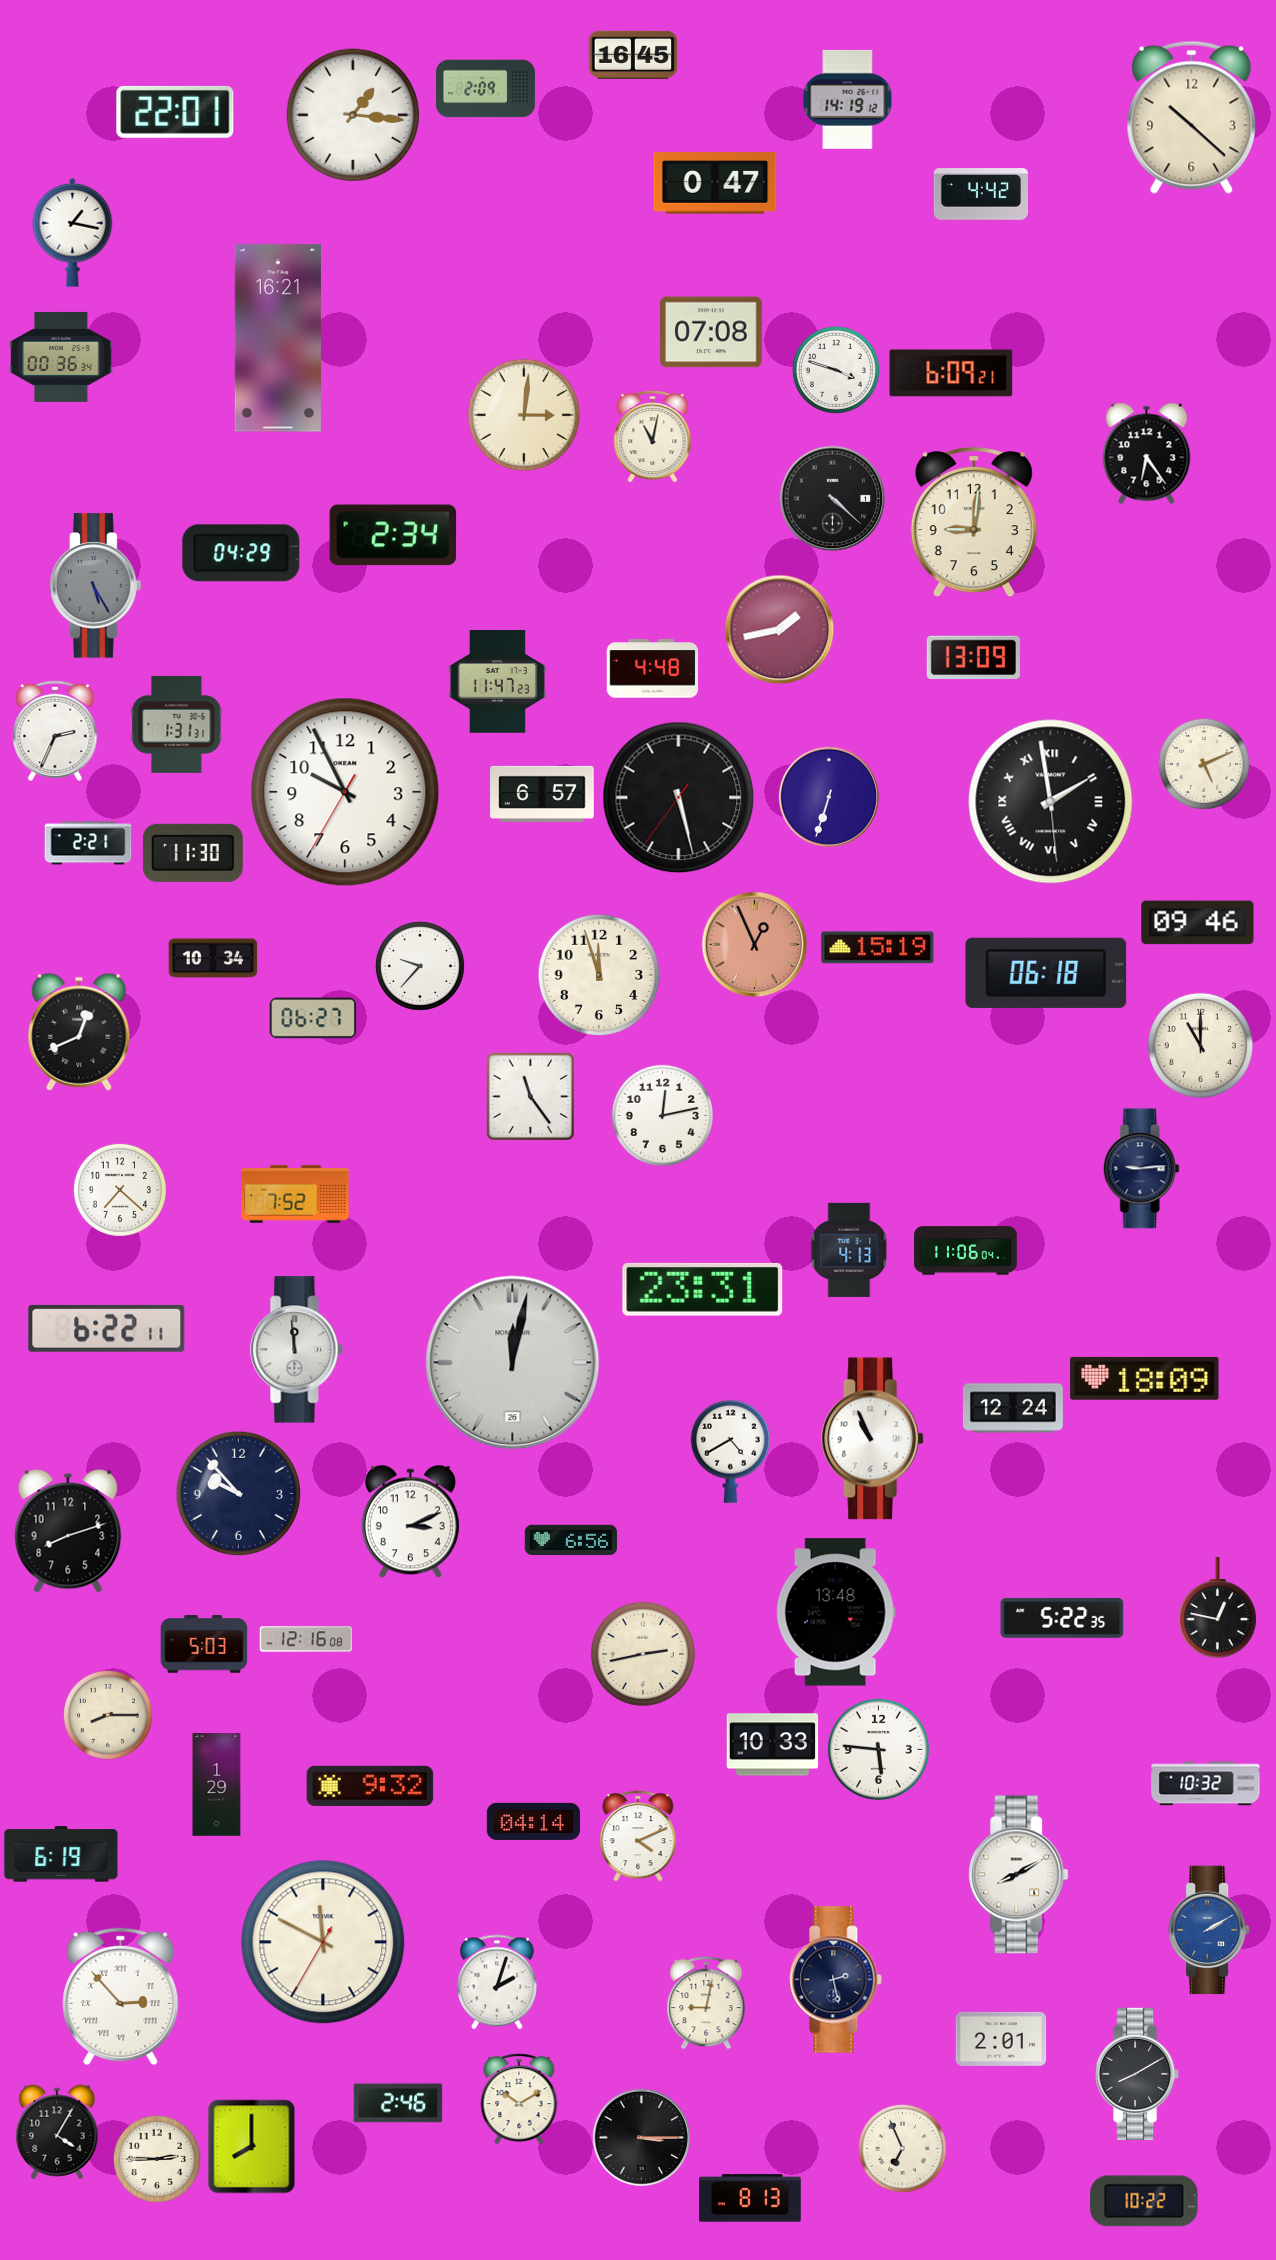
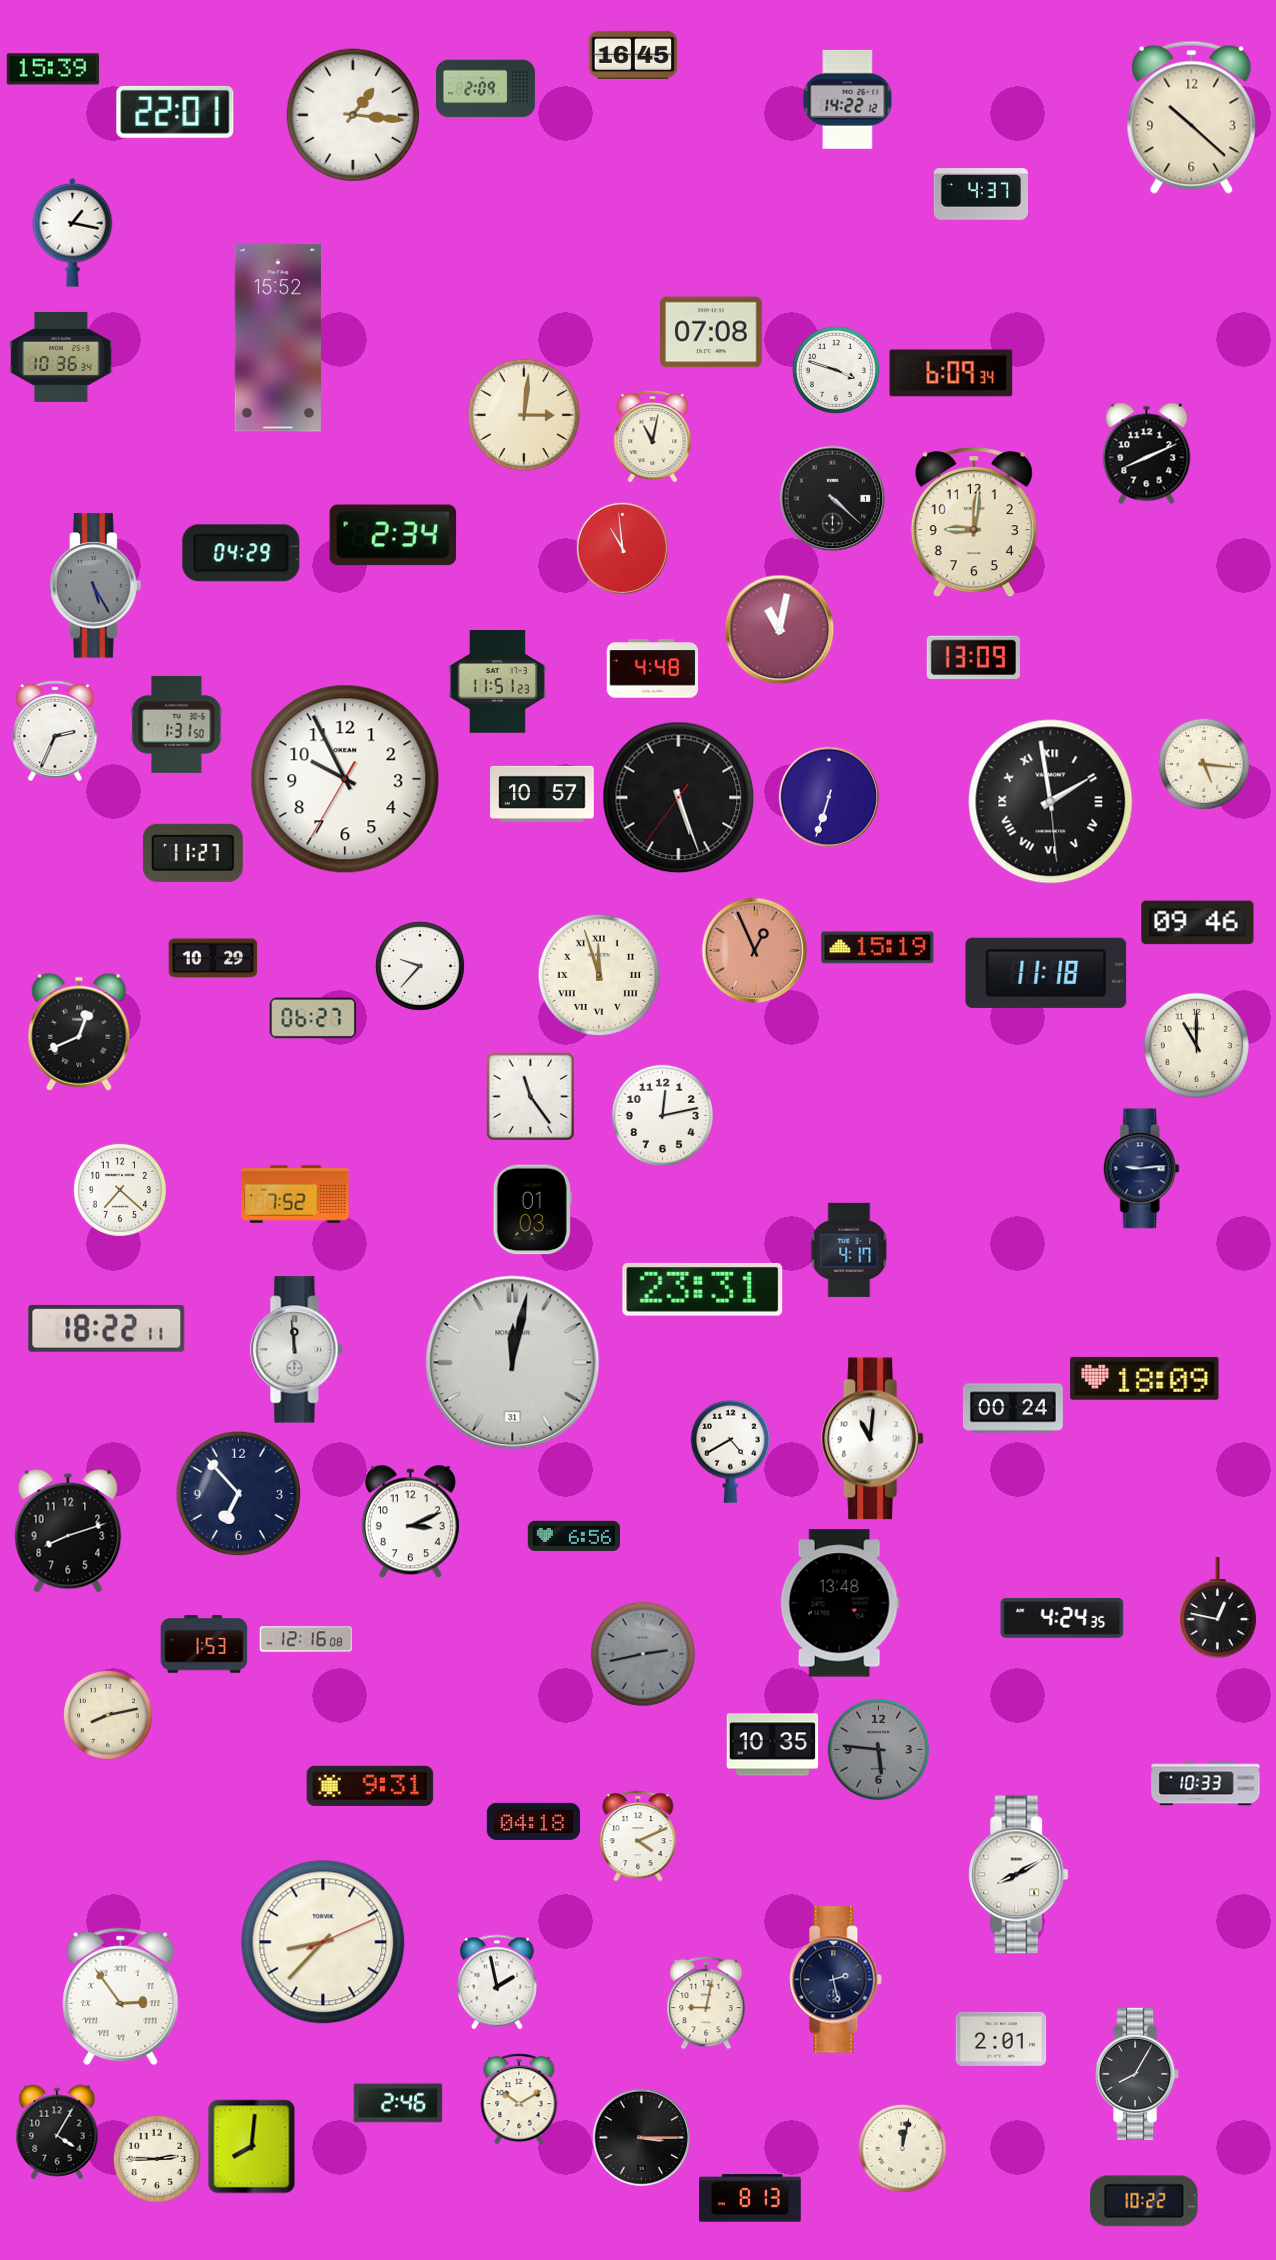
clock at (52, 69): none -> 15:39
clock at (848, 99): 14:19 -> 14:22
clock at (715, 183): 0:47 -> none
clock at (980, 194): 4:42 -> 4:37
clock at (278, 338): 16:21 -> 15:52
clock at (61, 357): 00:36 -> 10:36
clock at (951, 373): 6:09:21 -> 6:09:34
clock at (1147, 454): 6:24 -> 8:11
clock at (622, 548): none -> 10:59
clock at (780, 630): 1:43 -> 11:02
clock at (497, 682): 11:47 -> 11:51
clock at (177, 724): 1:31:31 -> 1:31:50
clock at (1204, 764): 5:11 -> 5:16
clock at (345, 792) position: (345, 792) -> (345, 779)
clock at (542, 794): 6:57 -> 10:57
clock at (679, 798): 5:27 -> 5:26
clock at (88, 843): 2:21 -> none
clock at (193, 853): 11:30 -> 11:27
clock at (755, 945) position: (755, 945) -> (755, 951)
clock at (213, 958): 10:34 -> 10:29
clock at (1046, 973): 06:18 -> 11:18
clock at (599, 975) numerals: Arabic -> Roman
clock at (1200, 1045) position: (1200, 1045) -> (1196, 1045)
clock at (532, 1210): none -> 01:03
clock at (849, 1250): 4:13 -> 4:17
clock at (966, 1251): 11:06 -> none
clock at (107, 1328): 6:22 -> 18:22
clock at (513, 1363) date: 26 -> 31
clock at (1013, 1408): 12:24 -> 00:24
clock at (873, 1439): 10:56 -> 11:01
clock at (239, 1494): 9:53 -> 6:53
clock at (571, 1540) position: (571, 1540) -> (574, 1536)
clock at (836, 1612) position: (836, 1612) -> (840, 1603)
clock at (1062, 1618): 5:22 -> 4:24
clock at (204, 1644): 5:03 -> 1:53
clock at (643, 1654) dial: cream -> grey
clock at (108, 1715): 8:15 -> 8:13
clock at (773, 1745): 10:33 -> 10:35
clock at (878, 1749) dial: white -> grey
clock at (1206, 1784): 10:32 -> 10:33
clock at (217, 1785): 1:29 -> none
clock at (370, 1786): 9:32 -> 9:31
clock at (533, 1821): 04:14 -> 04:18
clock at (61, 1854): 6:19 -> none
clock at (1210, 1930): 2:10 -> none
clock at (323, 1942): 11:49 -> 8:37
clock at (497, 1982): 2:03 -> 1:58
clock at (121, 1997): 2:53 -> 2:54
clock at (1138, 2074): 8:10 -> 8:05
clock at (252, 2147): 8:00 -> 8:01
clock at (902, 2148): 6:56 -> 12:02
